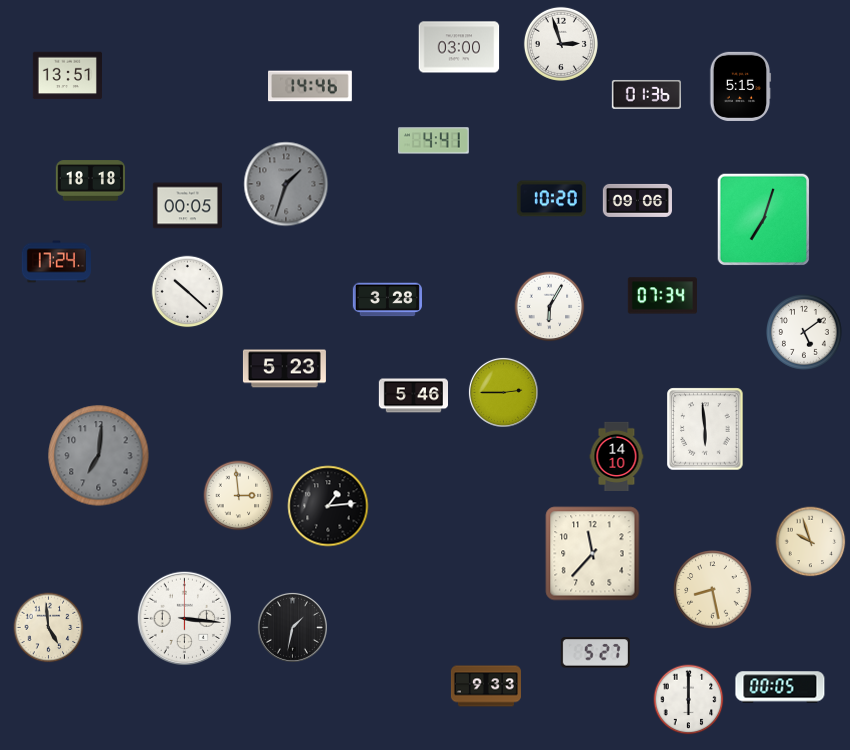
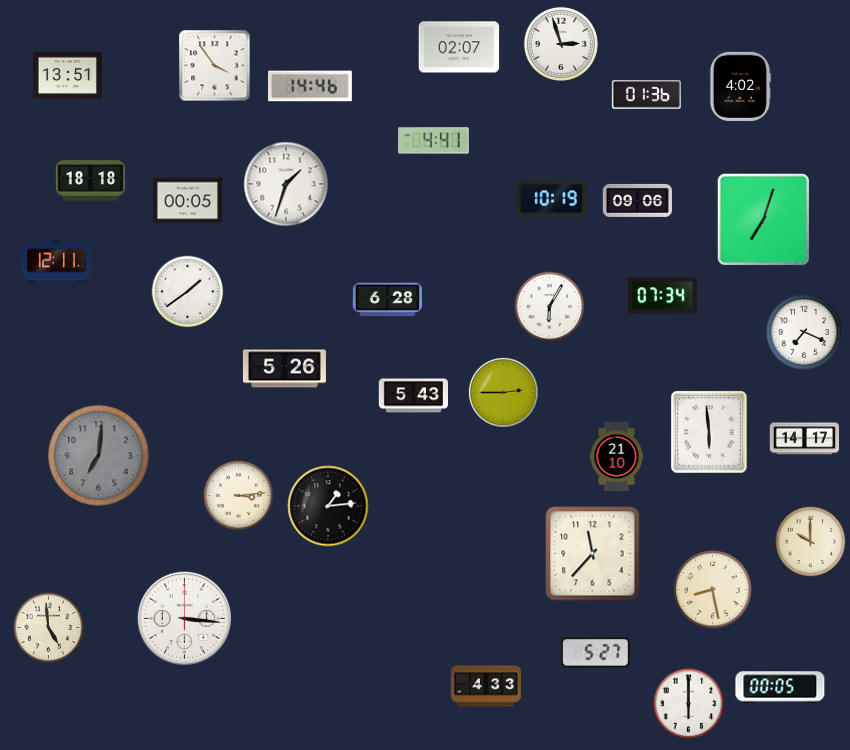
clock at (459, 47): 03:00 -> 02:07
clock at (215, 66): none -> 3:54
clock at (740, 86): 5:15 -> 4:02
clock at (286, 184) dial: grey -> white
clock at (551, 199): 10:20 -> 10:19
clock at (187, 206) position: (187, 206) -> (187, 201)
clock at (56, 262): 17:24 -> 12:11
clock at (188, 292): 10:22 -> 1:39
clock at (387, 300): 3:28 -> 6:28
clock at (805, 333): 5:09 -> 7:19
clock at (284, 369): 5:23 -> 5:26
clock at (413, 396): 5:46 -> 5:43
clock at (705, 429) position: (705, 429) -> (709, 432)
clock at (804, 439): none -> 14:17
clock at (617, 456): 14:10 -> 21:10
clock at (239, 496): 2:59 -> 3:14
clock at (811, 542): 9:57 -> 10:00
clock at (292, 627): 1:32 -> none
clock at (486, 686): 9:33 -> 4:33
clock at (689, 700) position: (689, 700) -> (689, 704)
